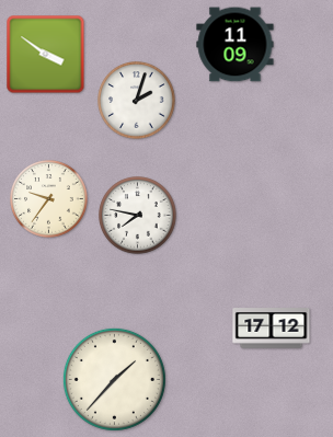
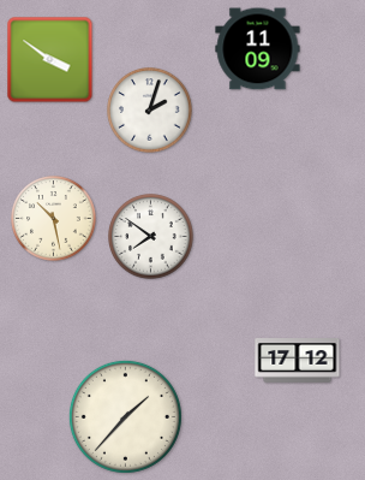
clock at (49, 199): 9:36 -> 10:28
clock at (138, 216): 7:47 -> 7:51
